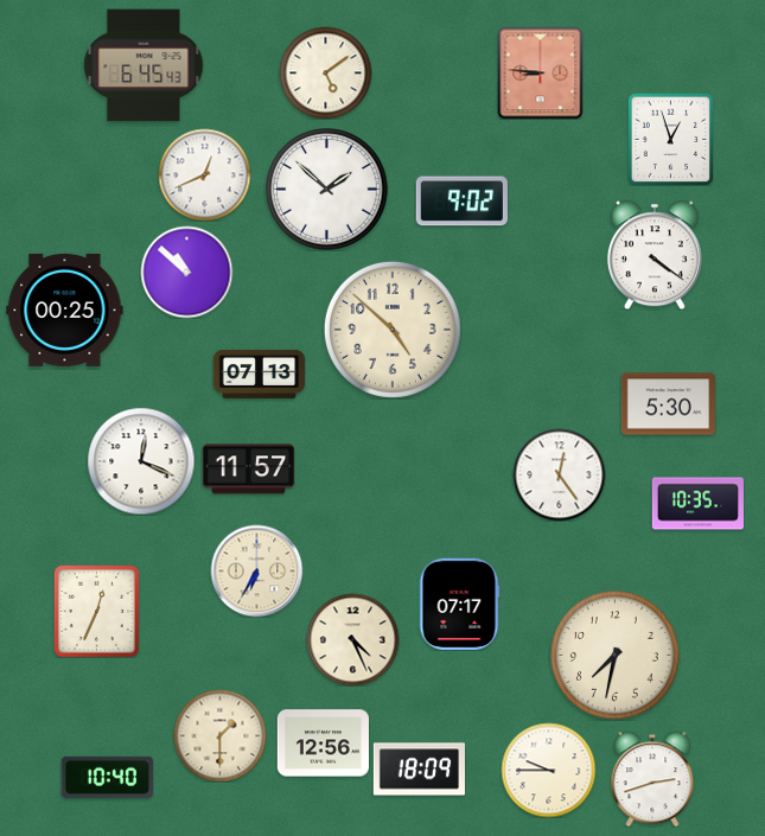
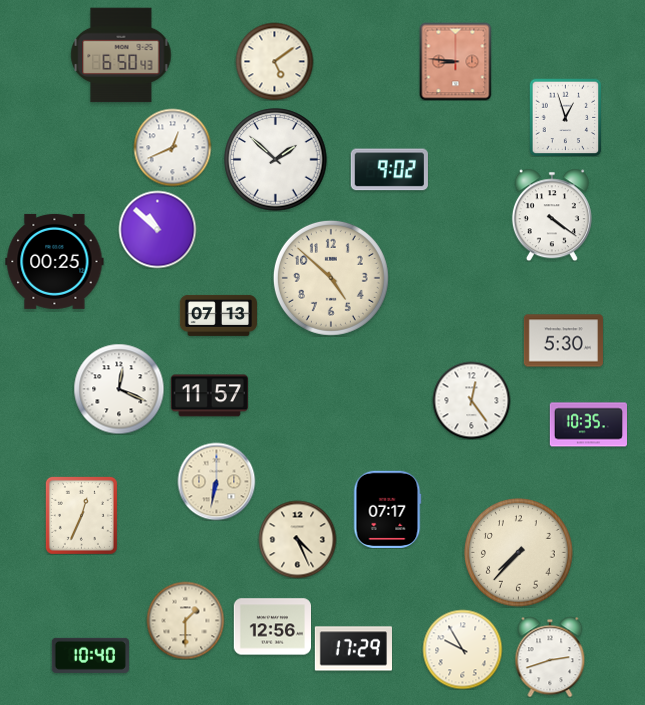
clock at (144, 65): 6:45 -> 6:50
clock at (256, 570): 6:35 -> 6:32
clock at (616, 656): 7:32 -> 7:37
clock at (419, 770): 18:09 -> 17:29
clock at (548, 770): 9:45 -> 9:55
